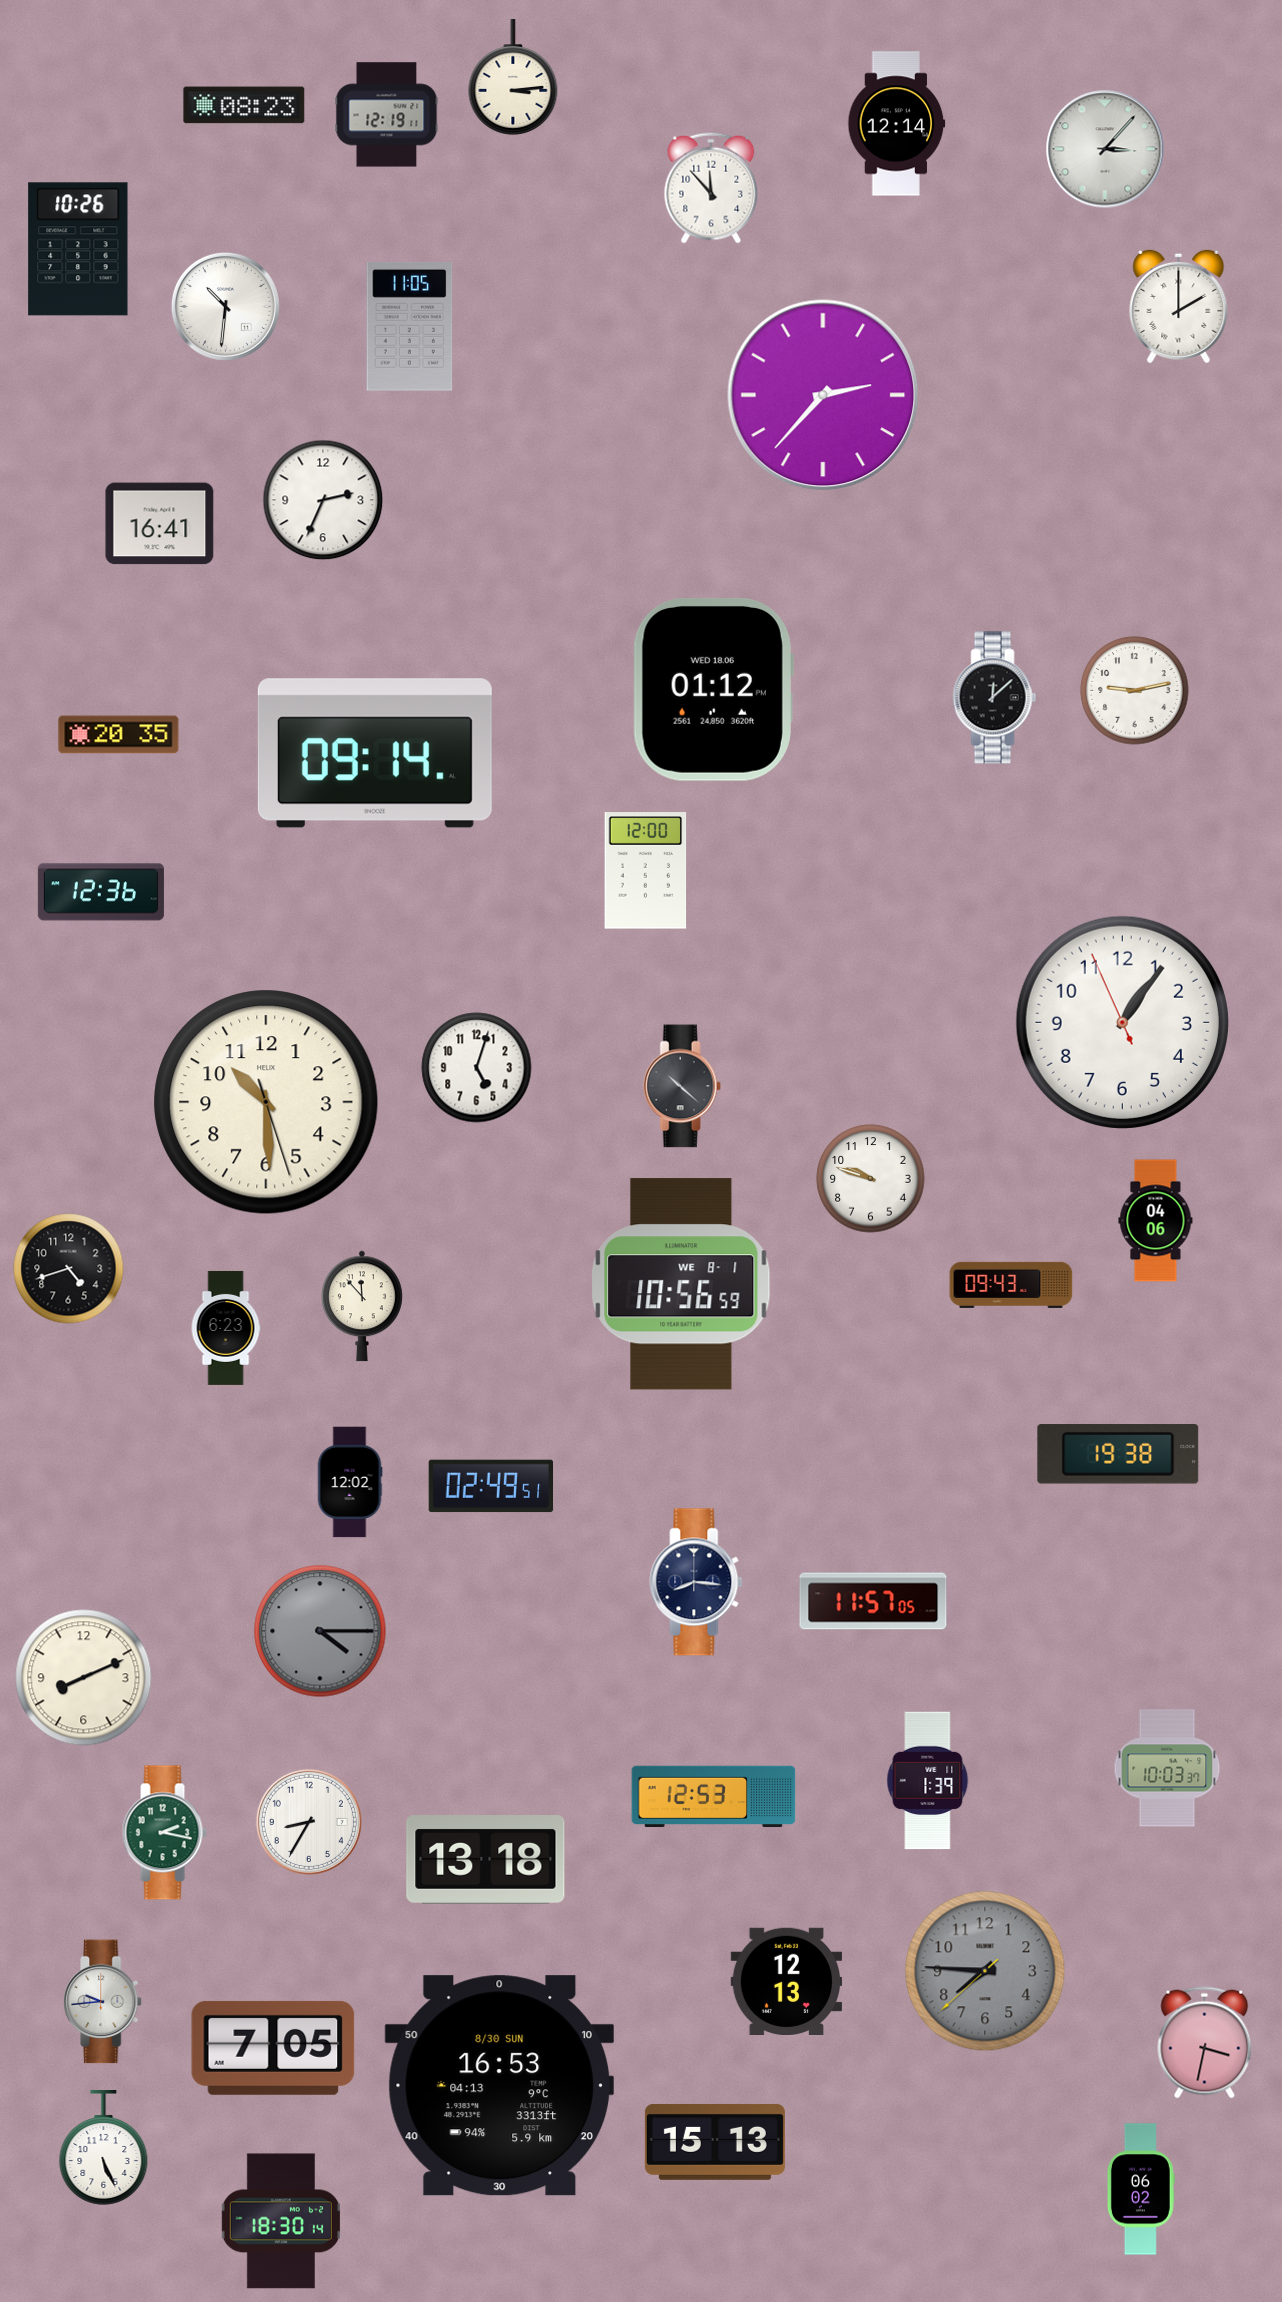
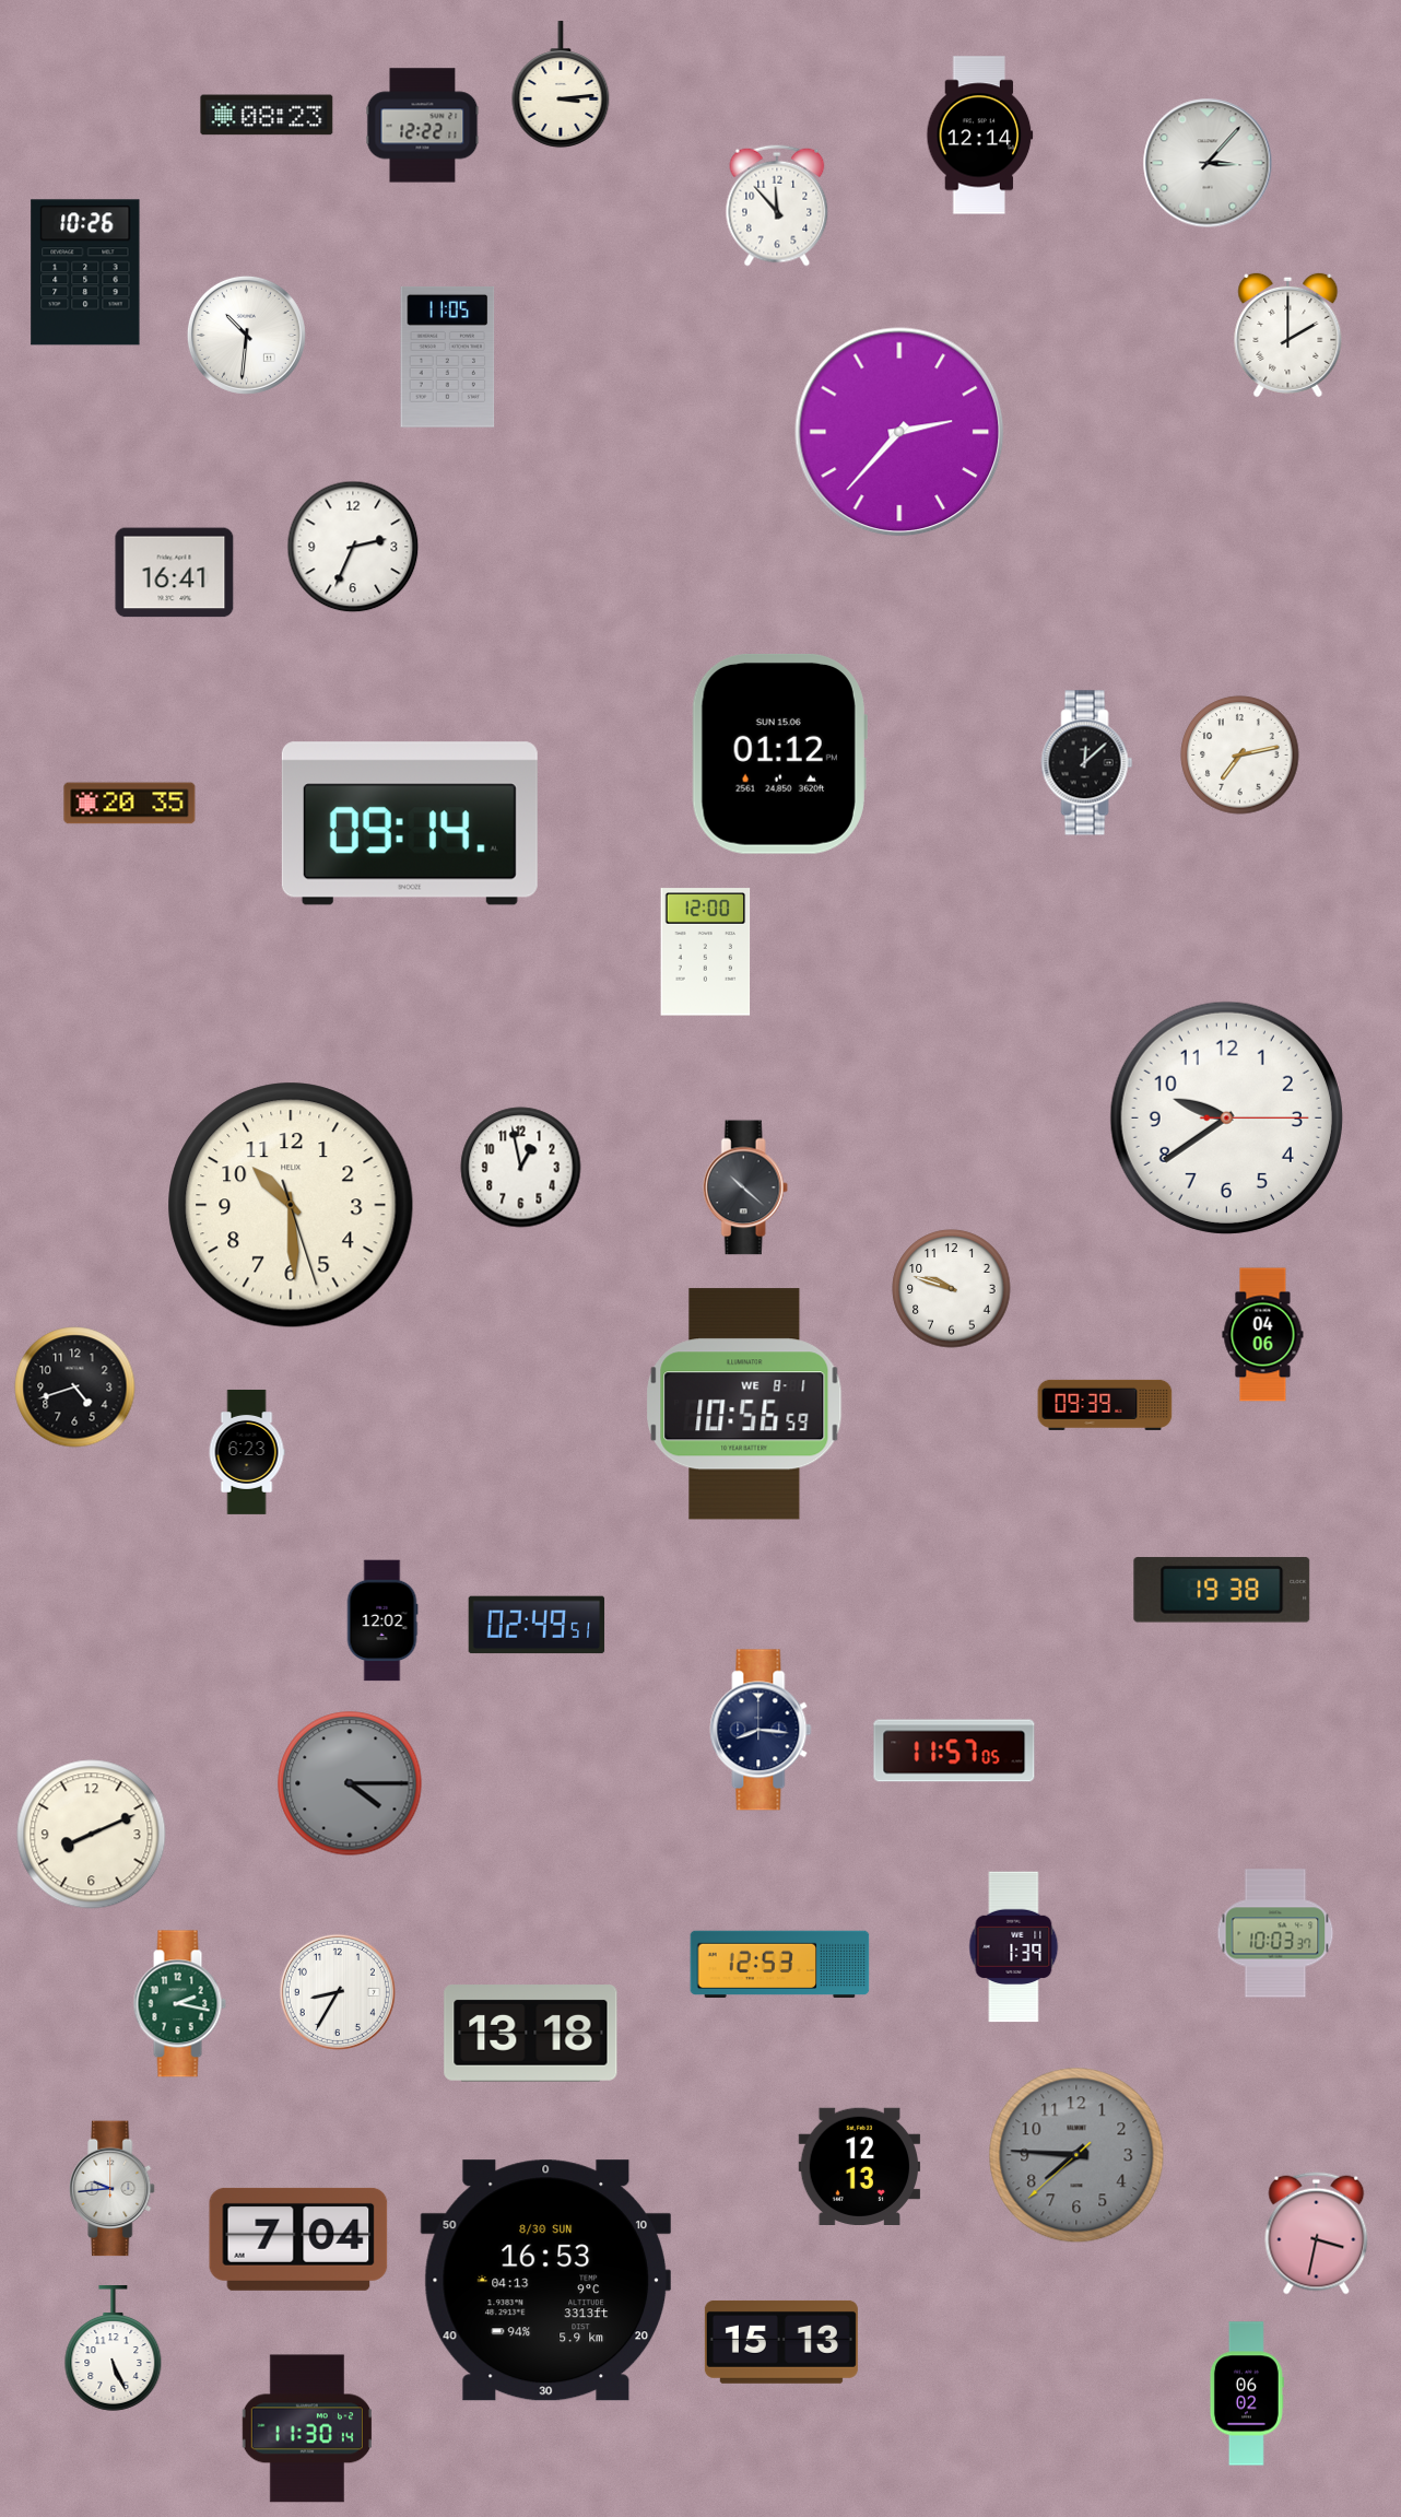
clock at (387, 115): 12:19 -> 12:22
clock at (713, 689) date: WED 18.06 -> SUN 15.06
clock at (1135, 691): 9:13 -> 7:13
clock at (101, 892): 12:36 -> none
clock at (1122, 1022): 1:05 -> 9:39
clock at (477, 1068): 5:03 -> 12:58
clock at (1011, 1285): 09:43 -> 09:39
clock at (363, 1306): 11:53 -> none
clock at (273, 2048): 7:05 -> 7:04
clock at (281, 2221): 18:30 -> 11:30
